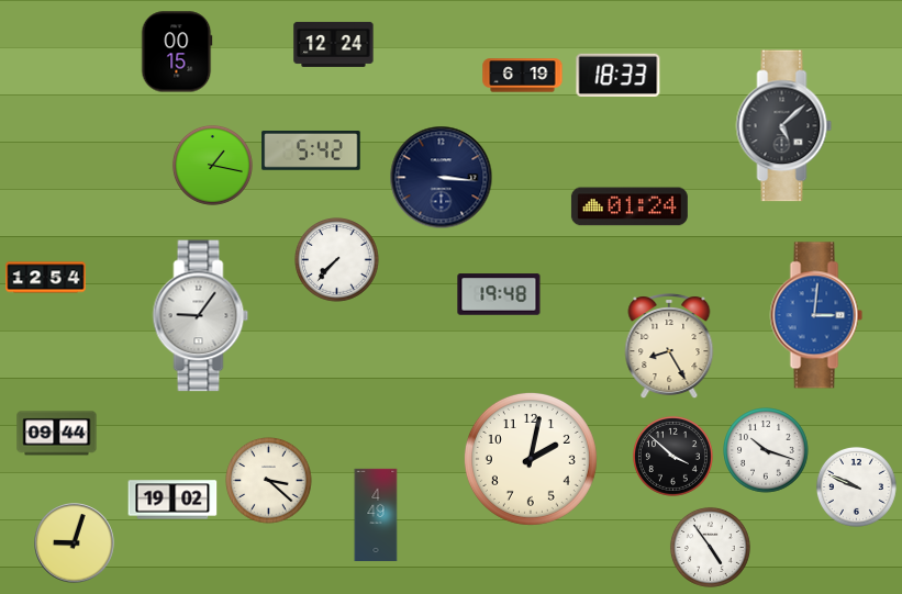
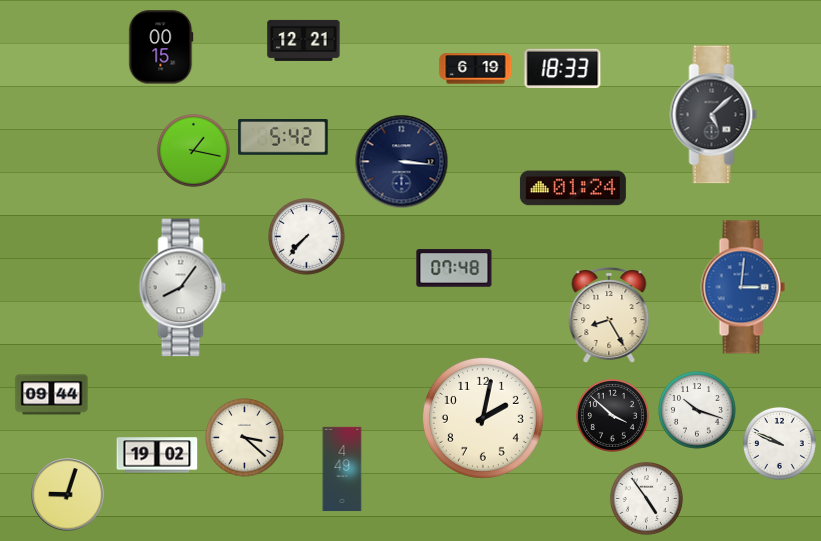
clock at (334, 44): 12:24 -> 12:21
clock at (46, 278): 12:54 -> none
clock at (499, 294): 19:48 -> 07:48
clock at (201, 316): 9:06 -> 8:06
